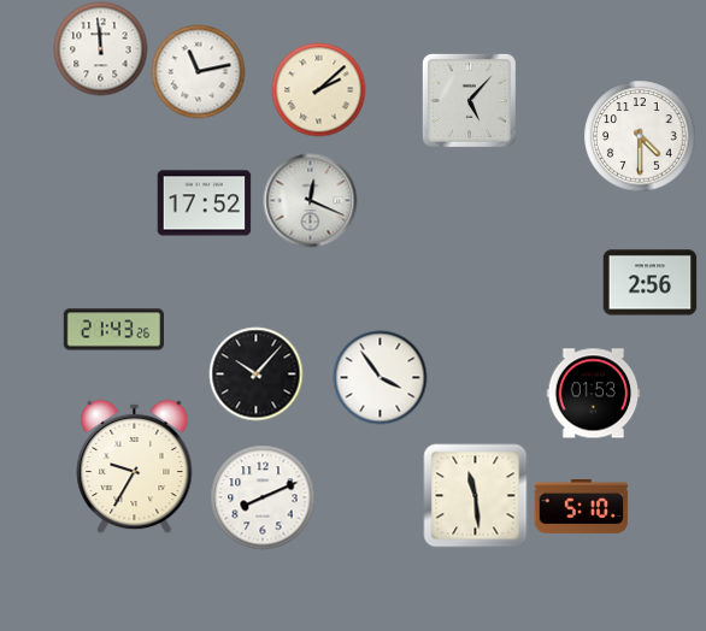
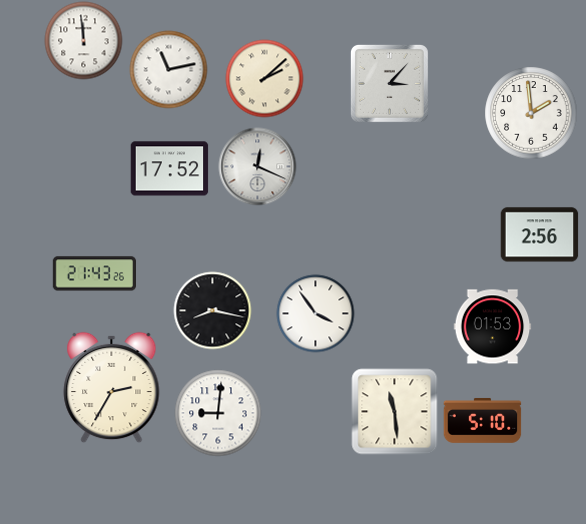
clock at (198, 71) position: (198, 71) -> (168, 69)
clock at (318, 89) position: (318, 89) -> (264, 78)
clock at (469, 100): 5:07 -> 3:07
clock at (640, 136): 4:30 -> 1:59
clock at (255, 373): 10:07 -> 8:17
clock at (135, 466): 9:35 -> 2:35
clock at (263, 497): 8:11 -> 9:01
